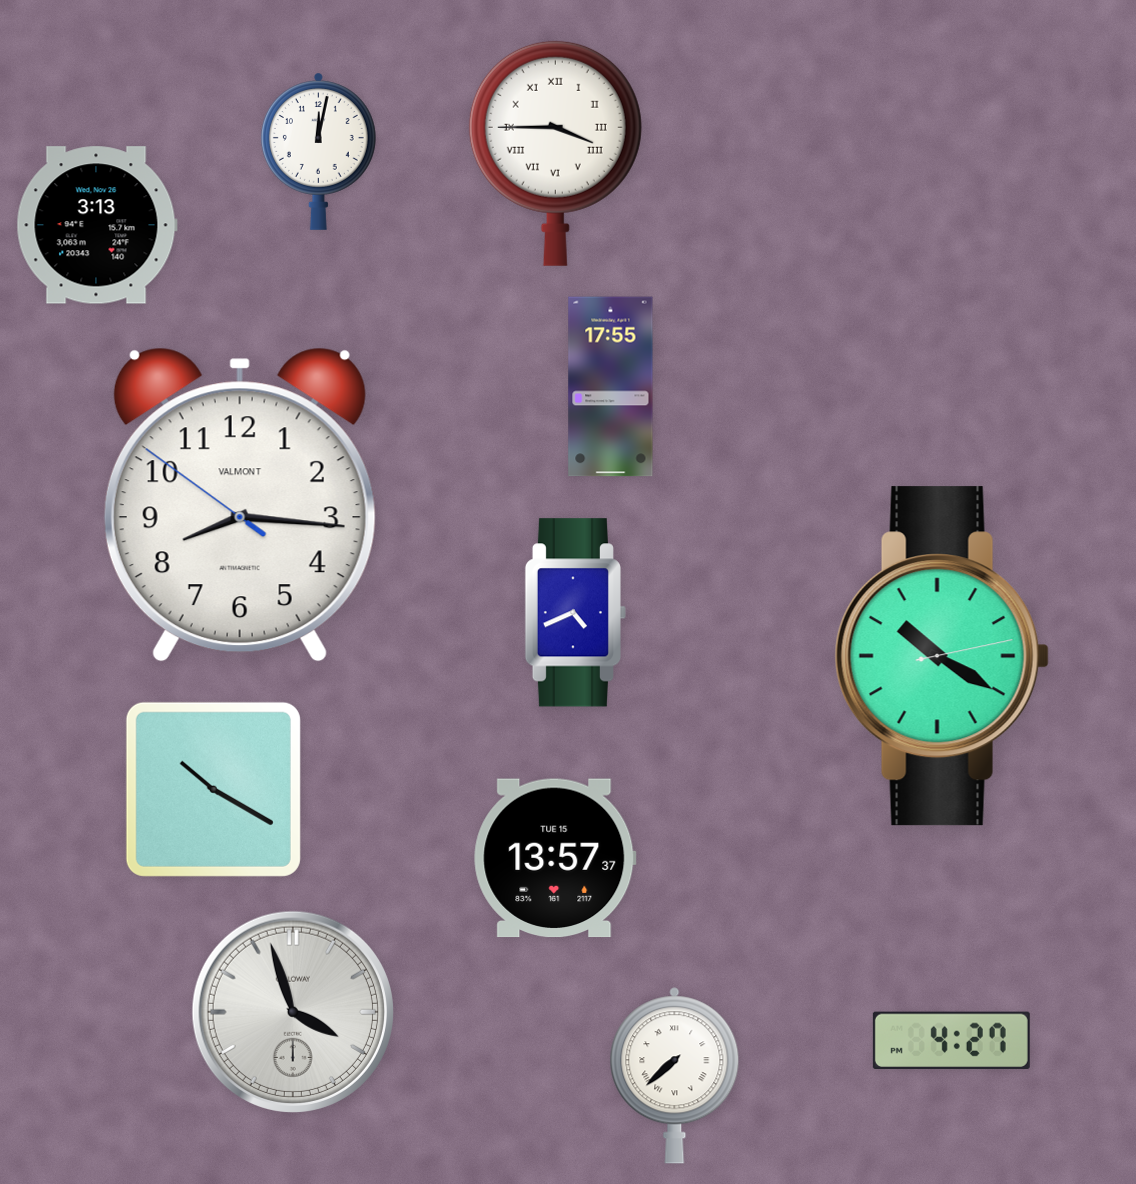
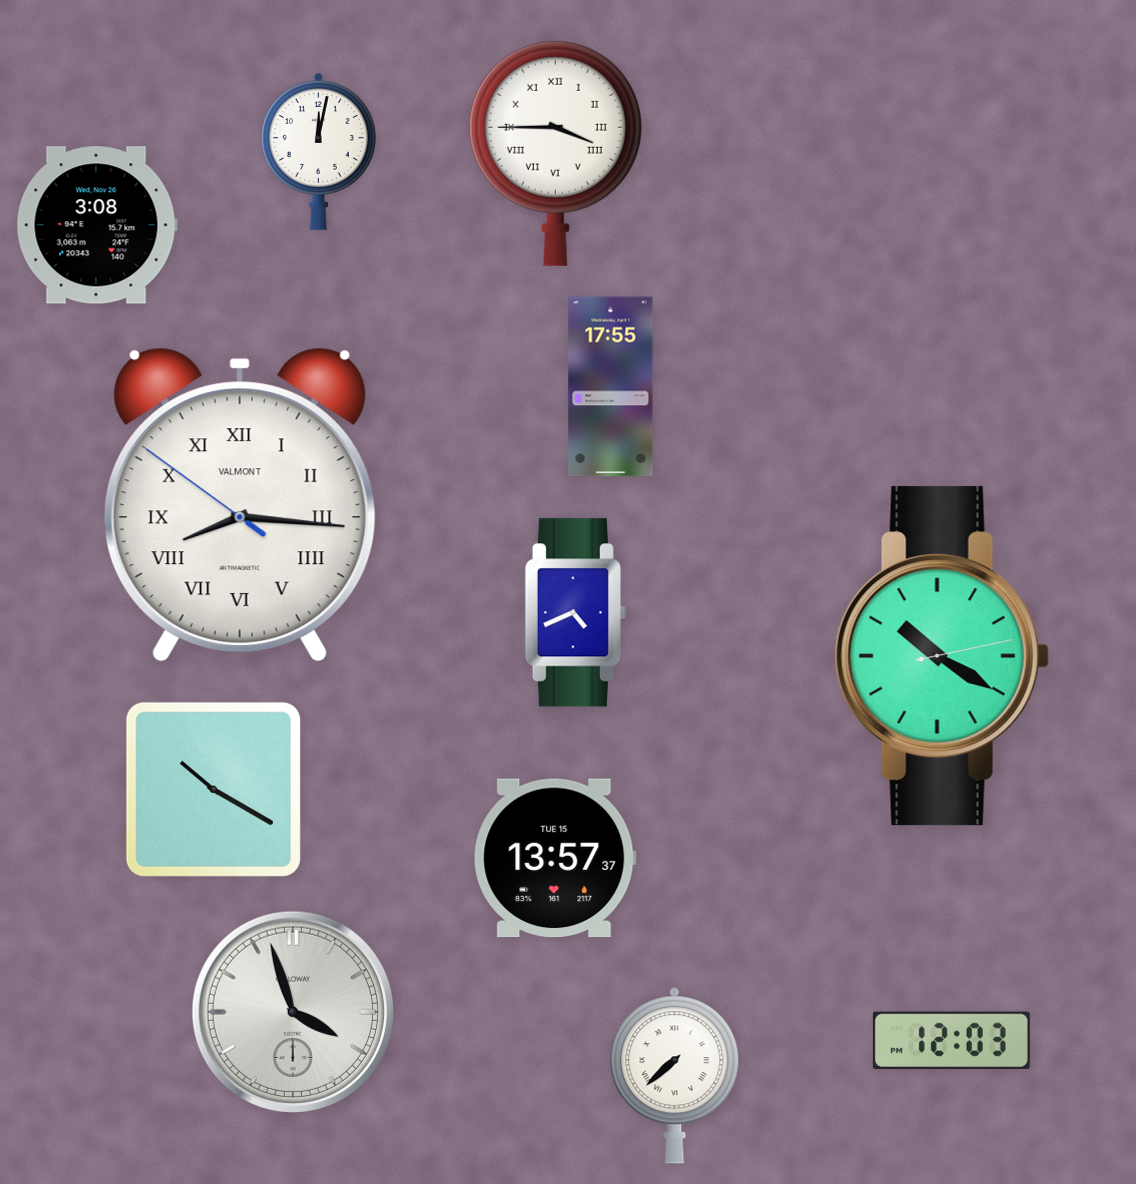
clock at (97, 225): 3:13 -> 3:08
clock at (240, 505) numerals: Arabic -> Roman
clock at (951, 1040): 4:27 -> 12:03
